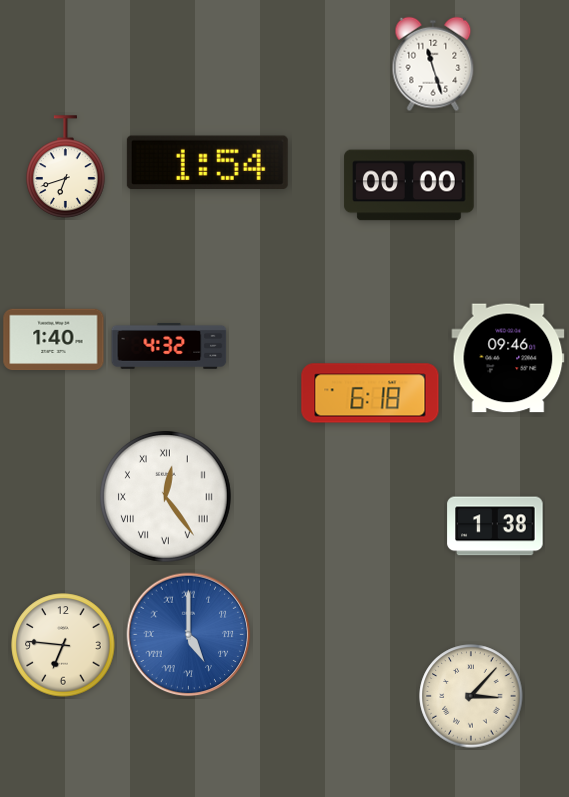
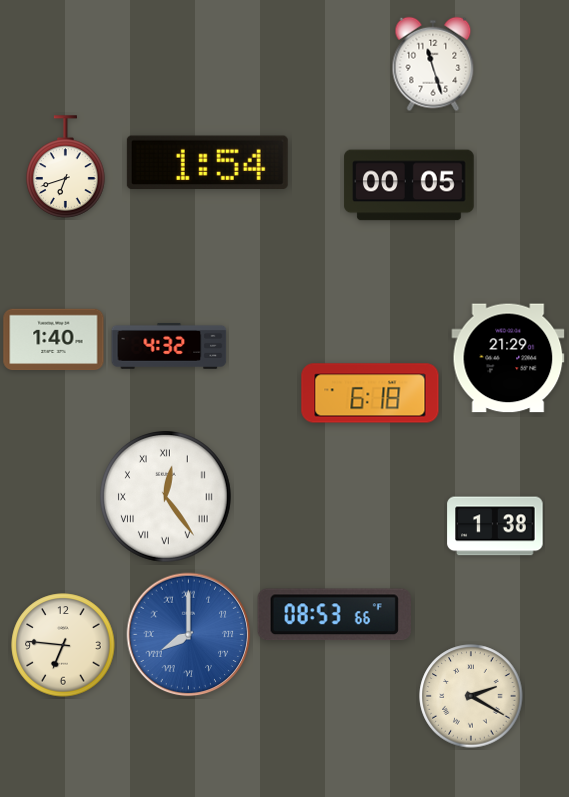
clock at (409, 185): 00:00 -> 00:05
clock at (508, 358): 09:46 -> 21:29
clock at (334, 615): none -> 08:53
clock at (189, 635): 5:00 -> 8:00
clock at (471, 696): 3:07 -> 2:20
